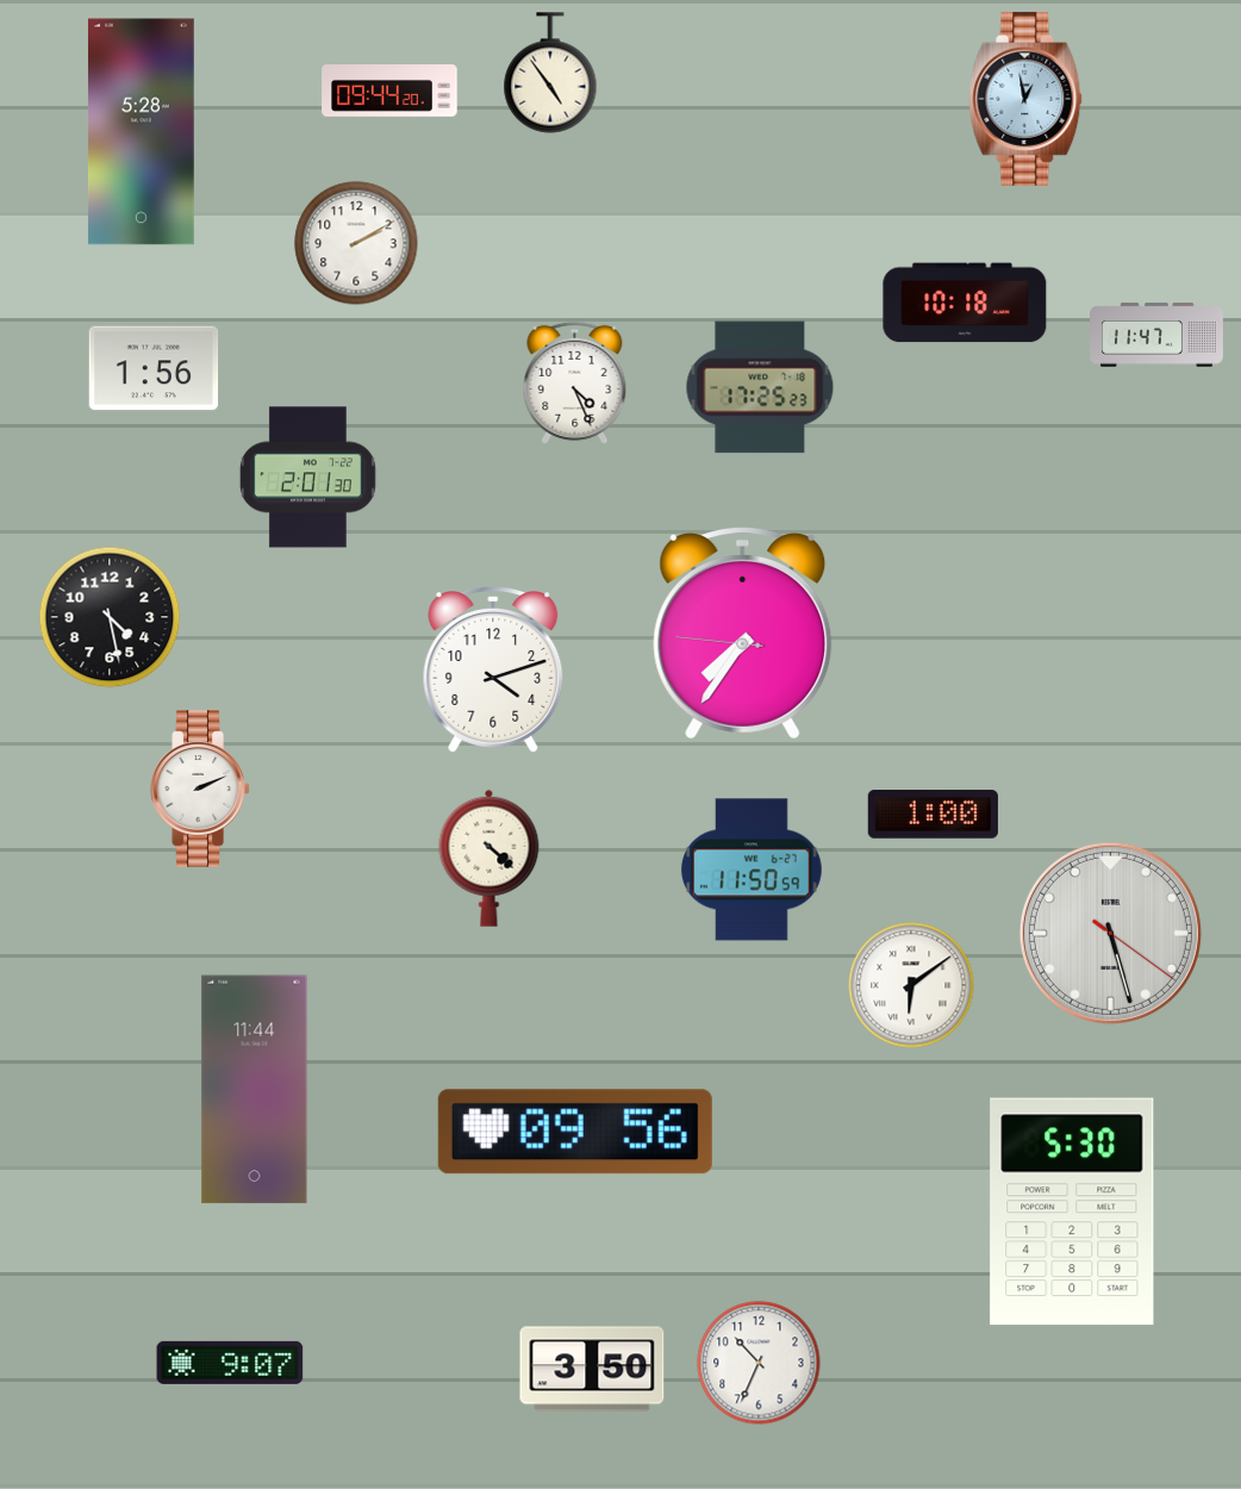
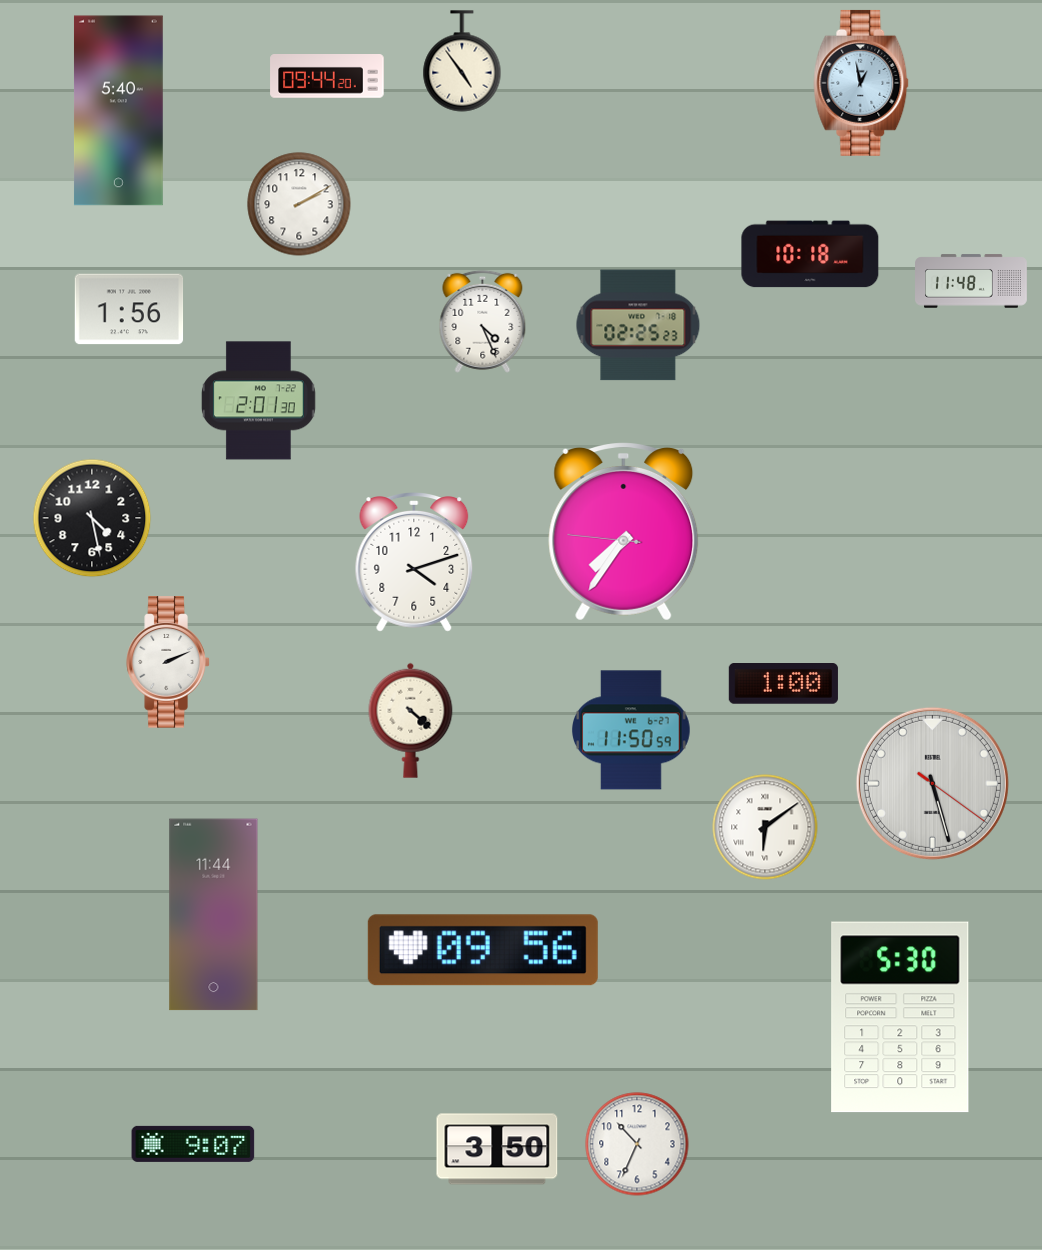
clock at (141, 132): 5:28 -> 5:40
clock at (1158, 335): 11:47 -> 11:48
clock at (760, 387): 17:25 -> 02:25
